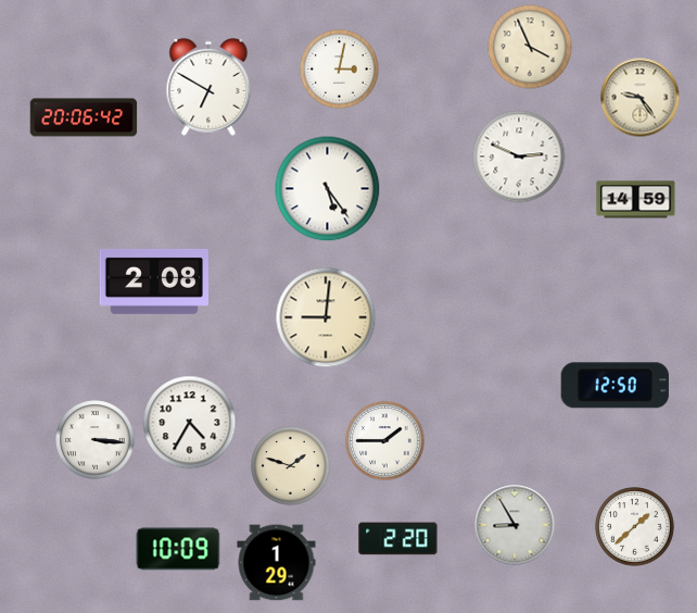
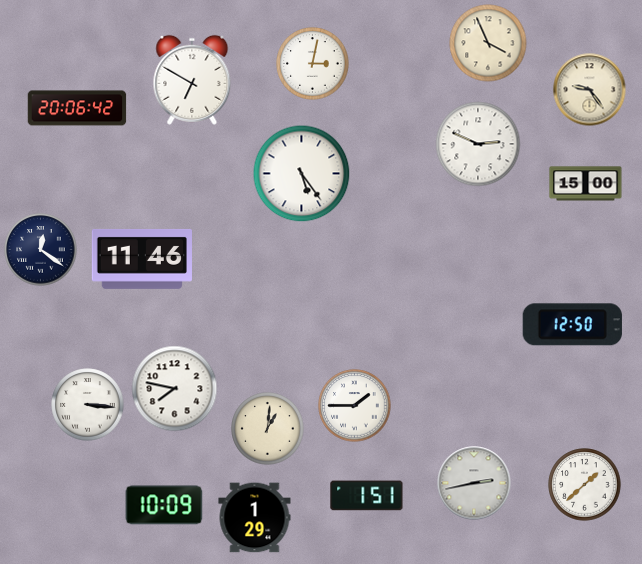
clock at (636, 200): 14:59 -> 15:00
clock at (41, 250): none -> 12:21
clock at (154, 282): 2:08 -> 11:46
clock at (326, 317): 9:01 -> none
clock at (614, 386) position: (614, 386) -> (572, 325)
clock at (190, 423): 4:35 -> 7:47
clock at (291, 466): 1:48 -> 1:01
clock at (515, 525): 8:55 -> 2:43
clock at (398, 539): 2:20 -> 1:51
